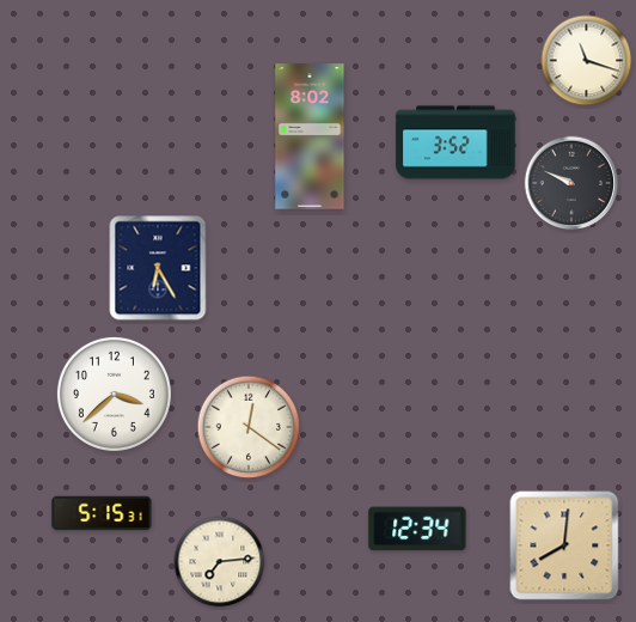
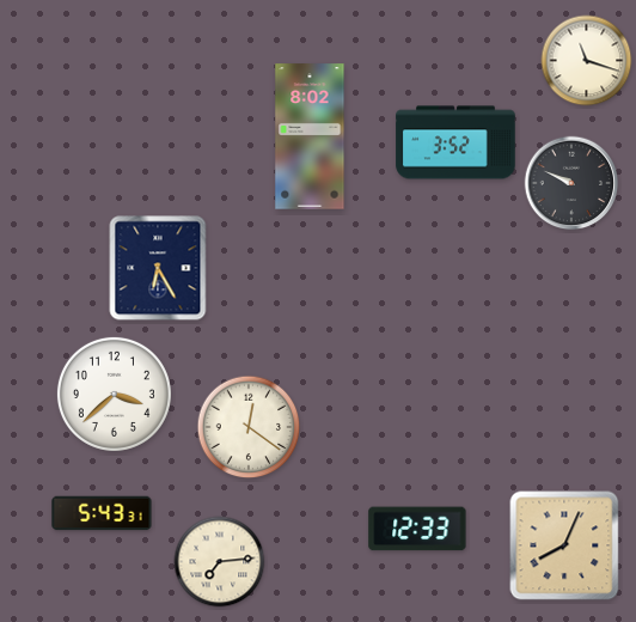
clock at (102, 513): 5:15 -> 5:43
clock at (417, 529): 12:34 -> 12:33
clock at (564, 545): 8:01 -> 8:04
